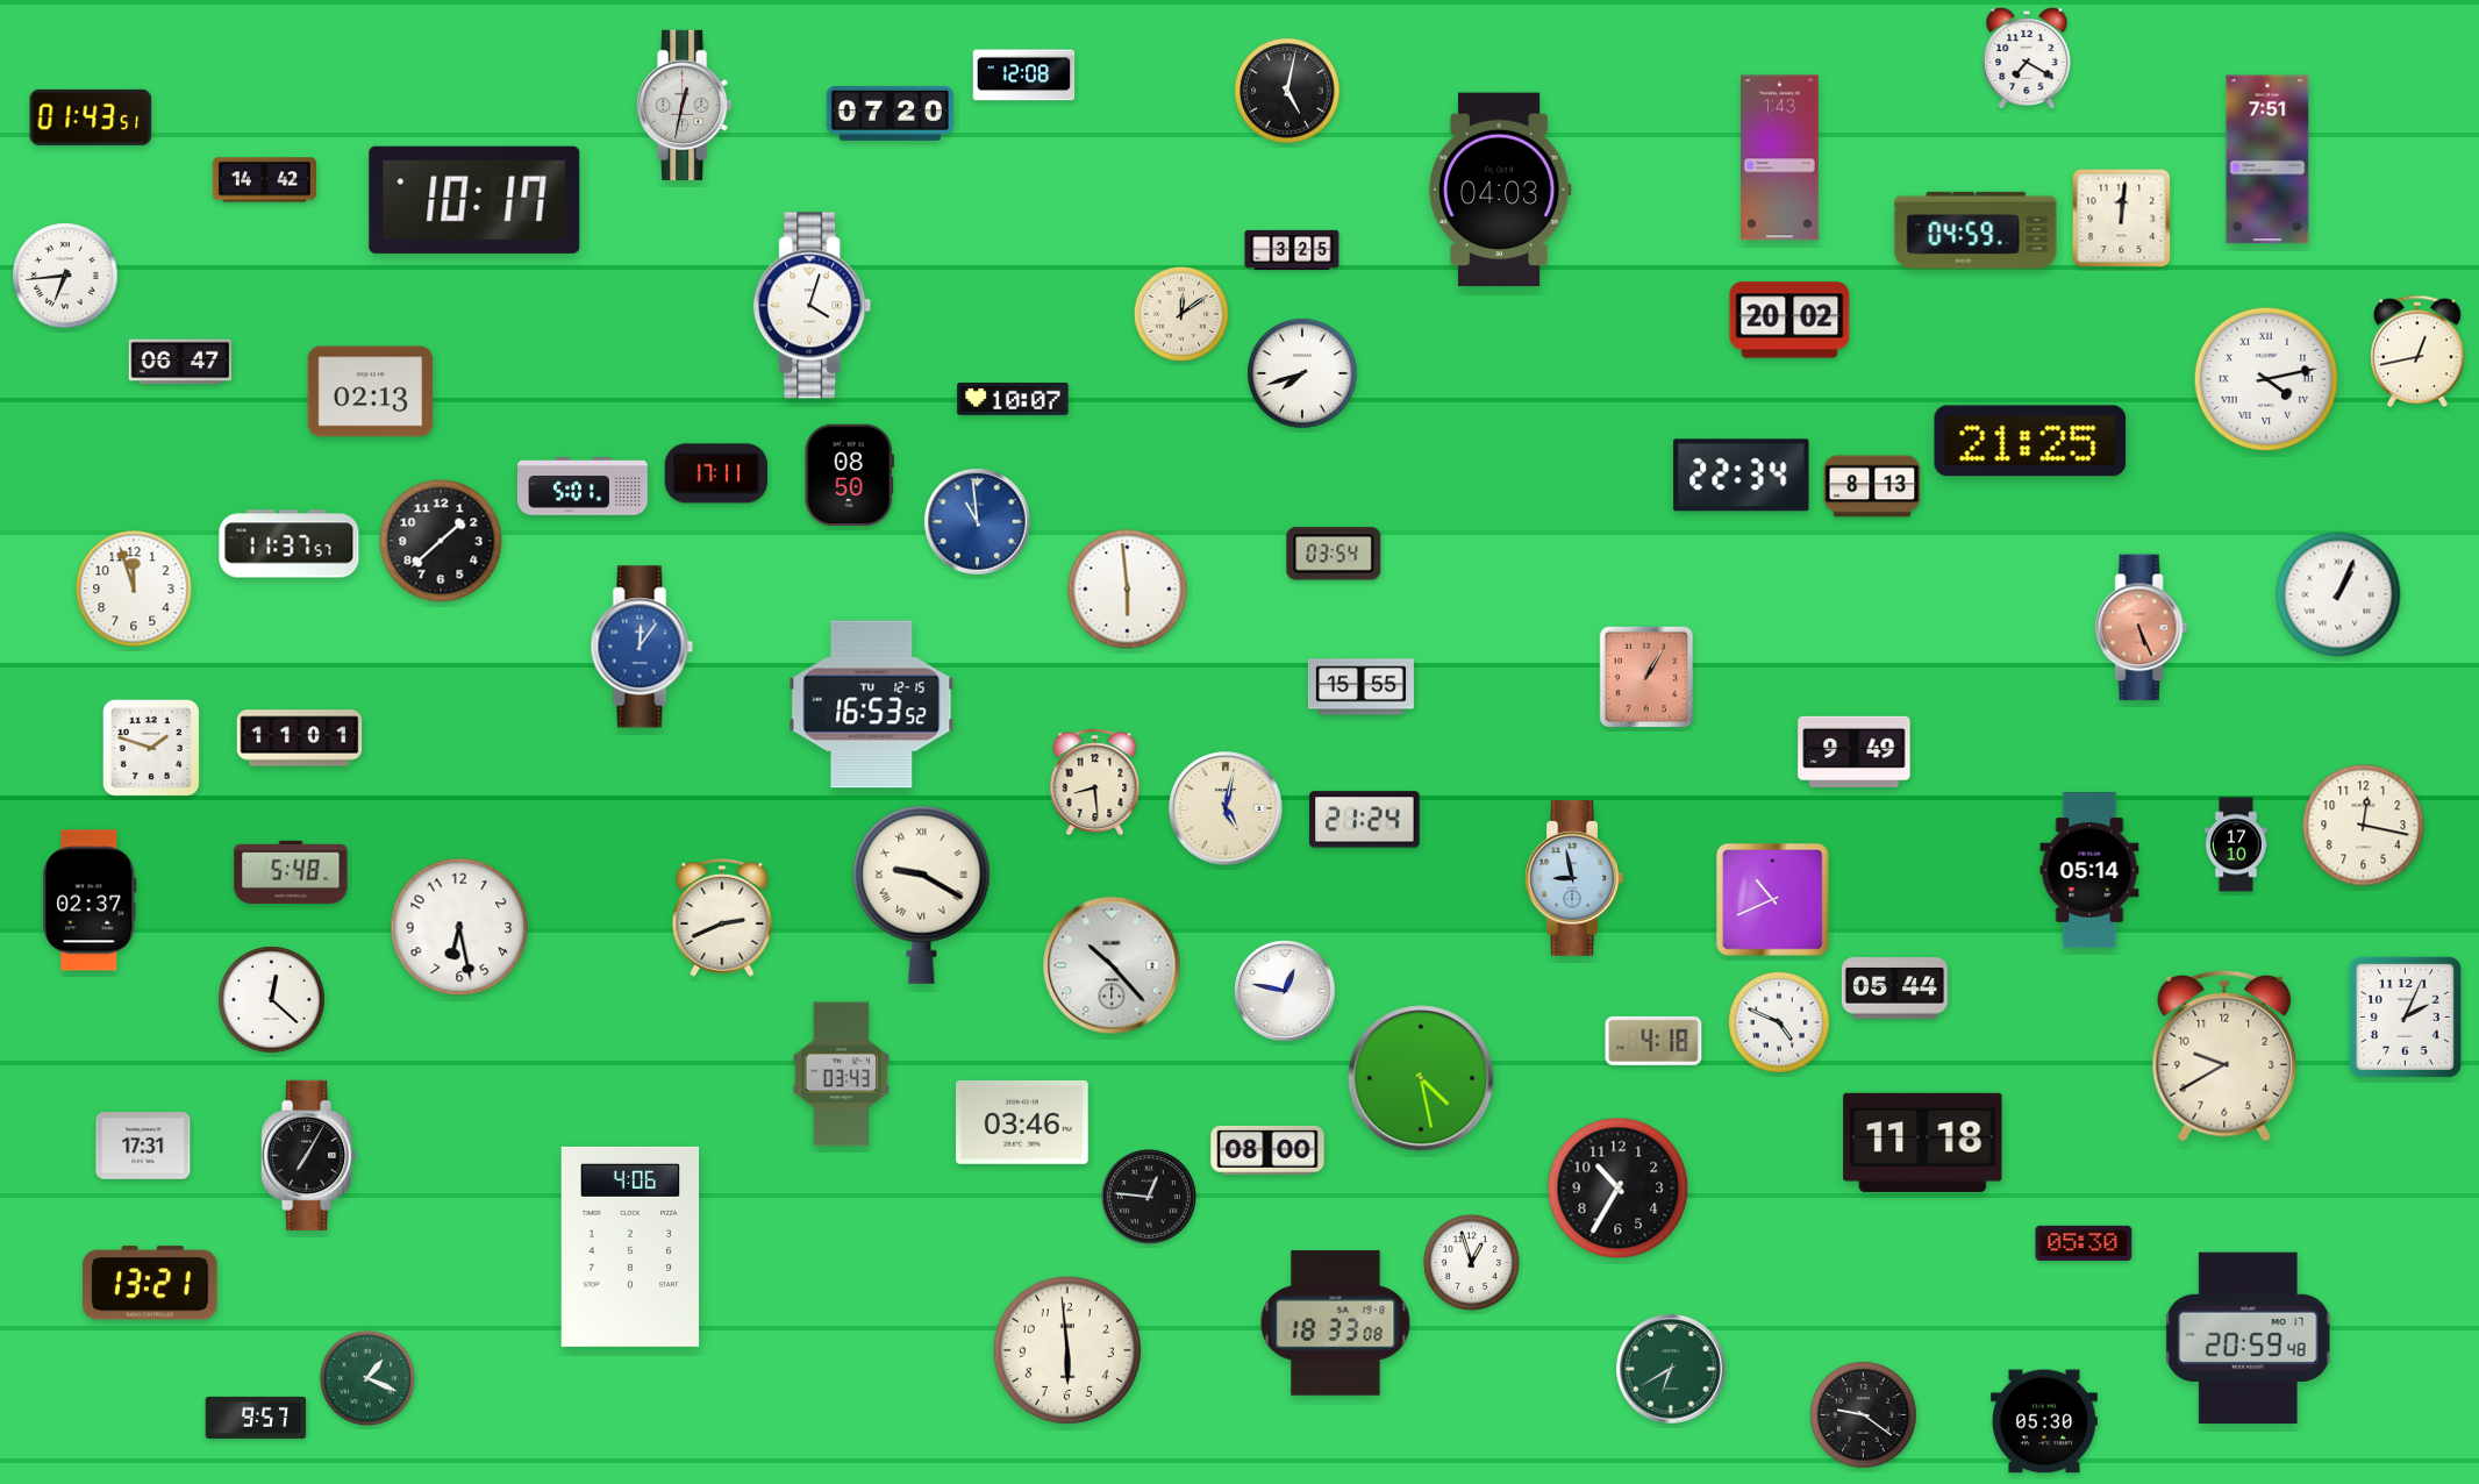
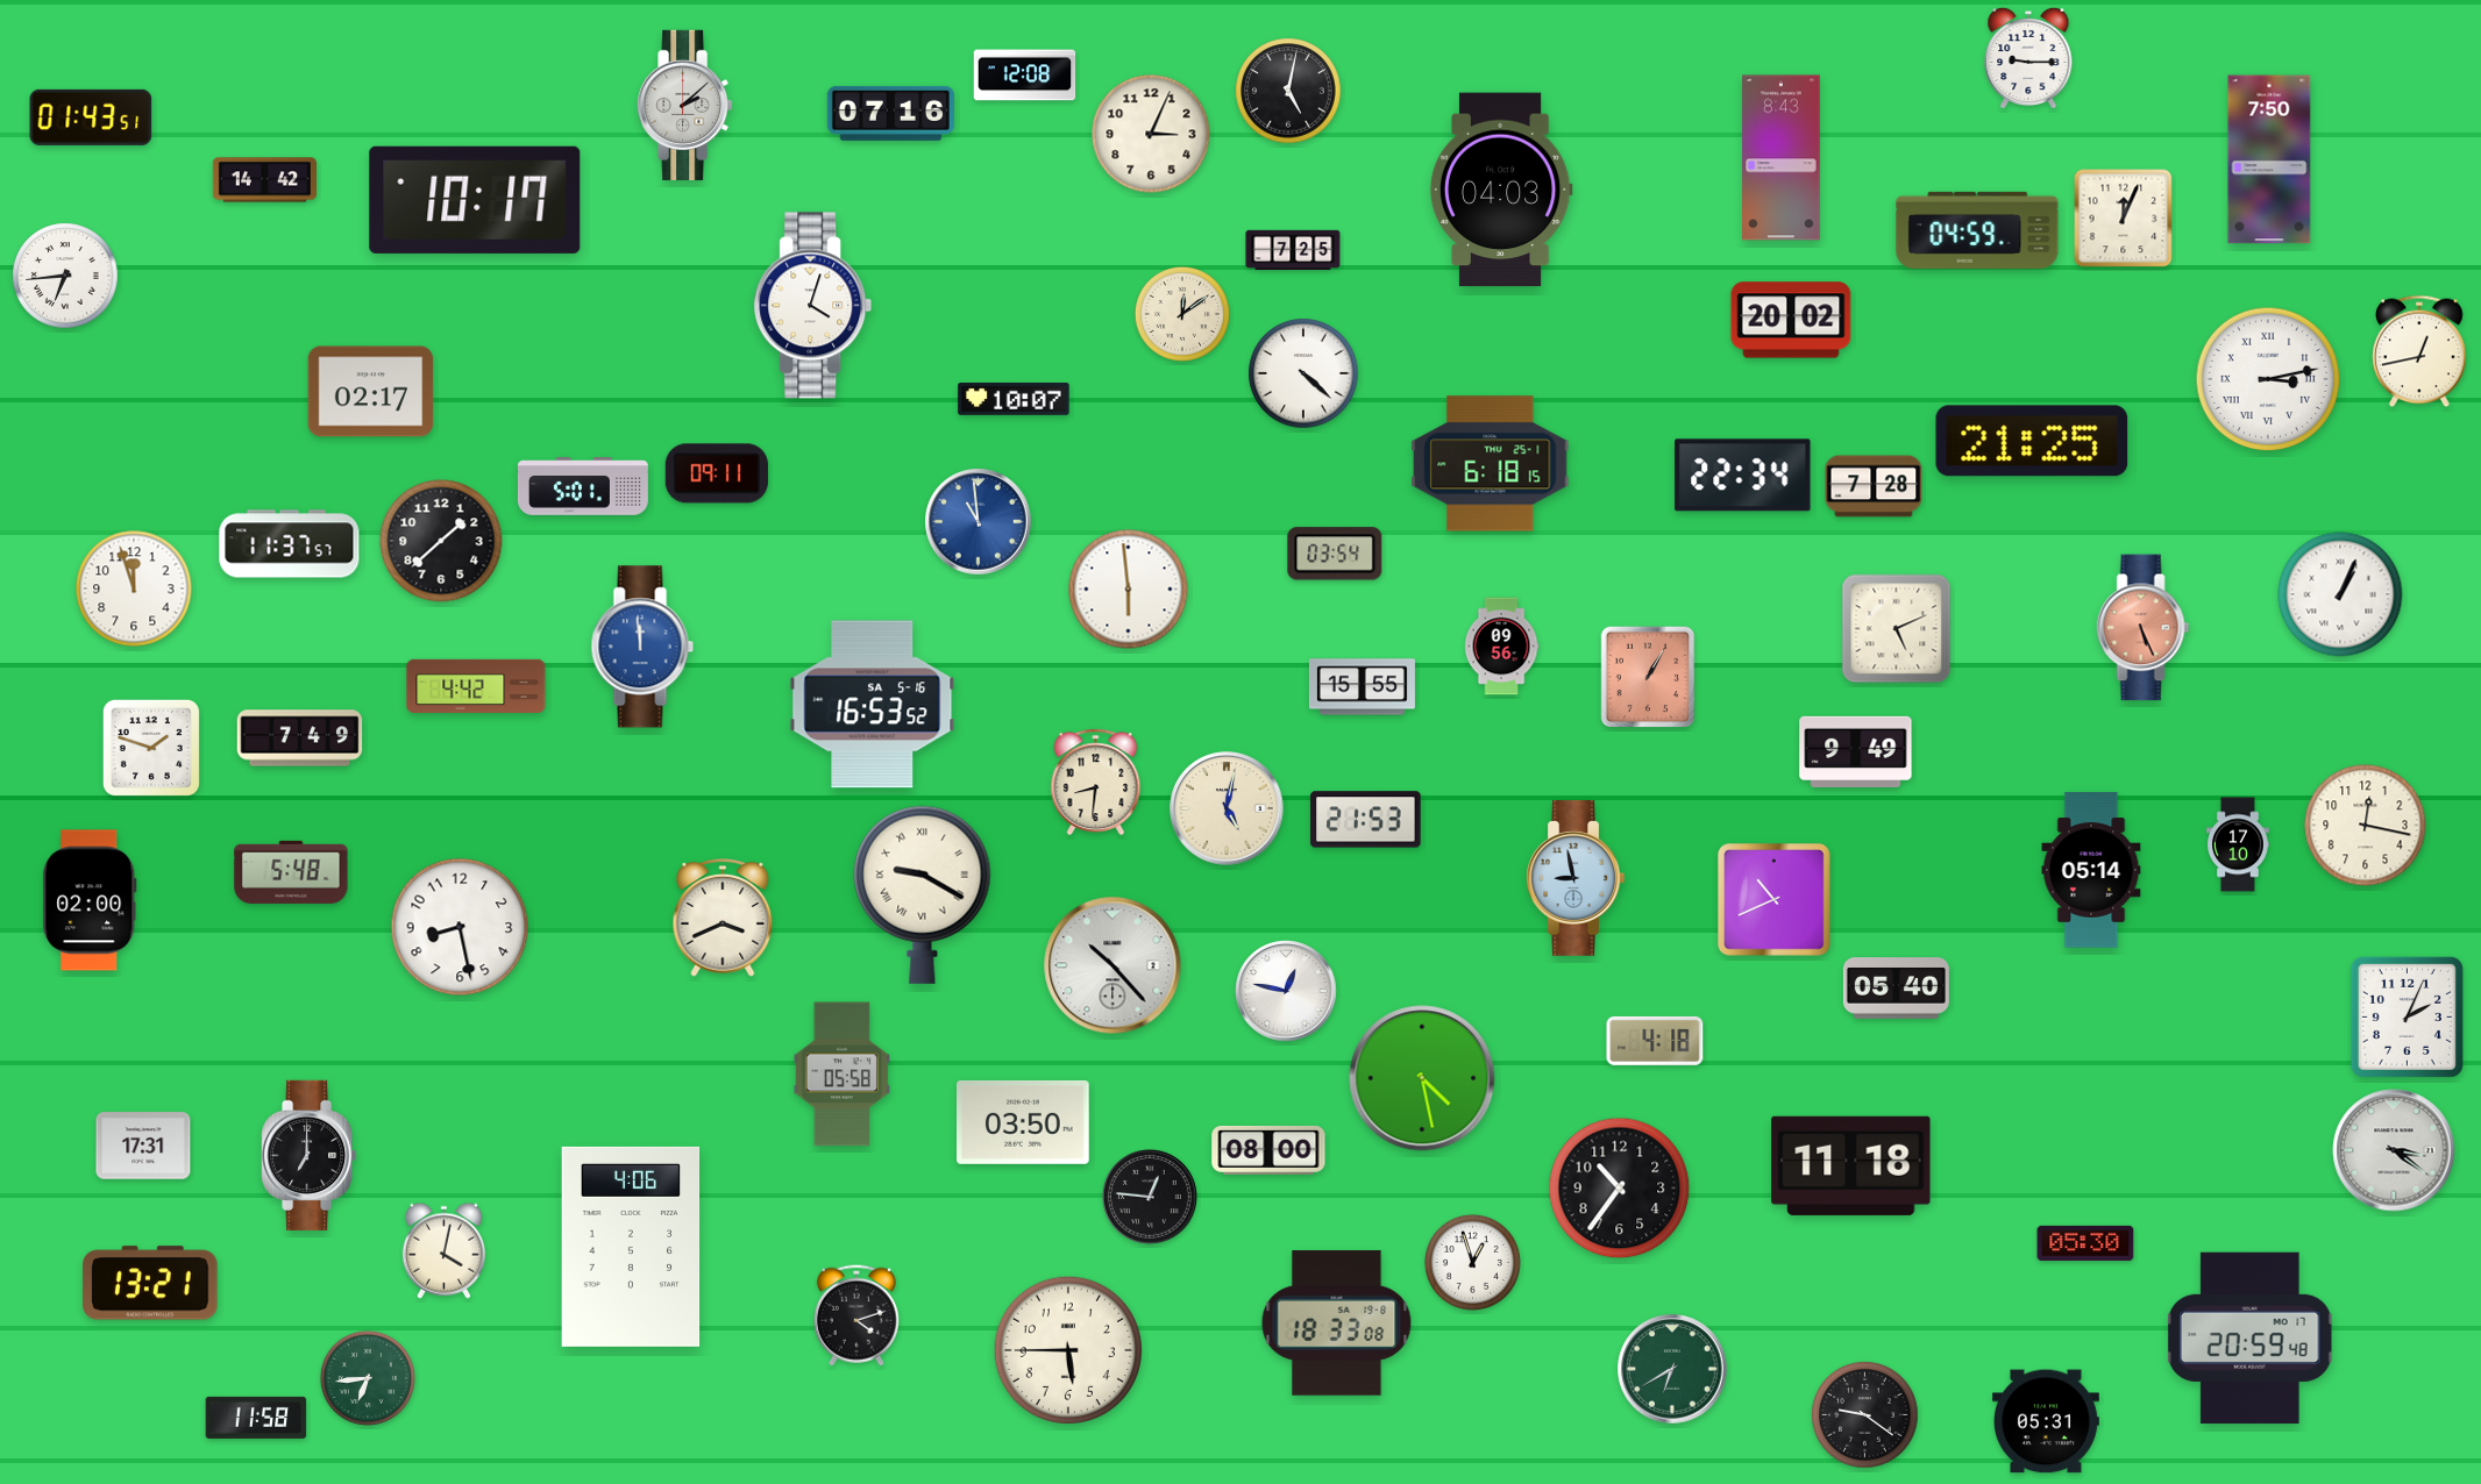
clock at (2027, 58): 7:20 -> 9:15
clock at (685, 105): 12:32 -> 2:08
clock at (890, 113): 07:20 -> 07:16
clock at (1151, 134): none -> 3:04
clock at (1780, 158): 1:43 -> 8:43
clock at (2267, 159): 7:51 -> 7:50
clock at (2122, 219): 12:01 -> 12:04
clock at (1292, 250): 3:25 -> 7:25
clock at (179, 362): 06:47 -> none
clock at (1302, 373): 7:42 -> 4:22
clock at (2266, 379): 4:13 -> 3:13
clock at (371, 392): 02:13 -> 02:17
clock at (1491, 464): none -> 6:18
clock at (716, 473): 17:11 -> 09:11
clock at (849, 476): 08:50 -> none
clock at (1872, 486): 8:13 -> 7:28
clock at (1897, 629): none -> 5:11
clock at (642, 647): 12:06 -> 11:59
clock at (1501, 647): none -> 09:56
clock at (476, 686): none -> 4:42
clock at (872, 705) date: TU 12-15 -> SA 5-16
clock at (300, 739): 11:01 -> 7:49
clock at (1095, 783): 8:29 -> 8:31
clock at (1365, 820): 21:24 -> 21:53
clock at (90, 900): 02:37 -> 02:00
clock at (722, 918): 2:41 -> 3:41
clock at (459, 927): 6:28 -> 8:28
clock at (1894, 989): 05:44 -> 05:40
clock at (272, 1000): 12:22 -> none
clock at (1780, 1023): 4:49 -> none
clock at (2224, 1056): 9:40 -> none
clock at (841, 1075): 03:43 -> 05:58
clock at (1022, 1122): 03:46 -> 03:50
clock at (1923, 1142) position: (1923, 1142) -> (1851, 1165)
clock at (2394, 1150): none -> 3:21
clock at (309, 1155): 7:05 -> 7:00
clock at (1619, 1189): 10:35 -> 10:36
clock at (443, 1250): none -> 4:02
clock at (856, 1315): none -> 4:12
clock at (1066, 1349): 5:59 -> 5:45
clock at (367, 1378): 1:19 -> 6:44
clock at (256, 1418): 9:57 -> 11:58
clock at (2044, 1421): 05:30 -> 05:31
